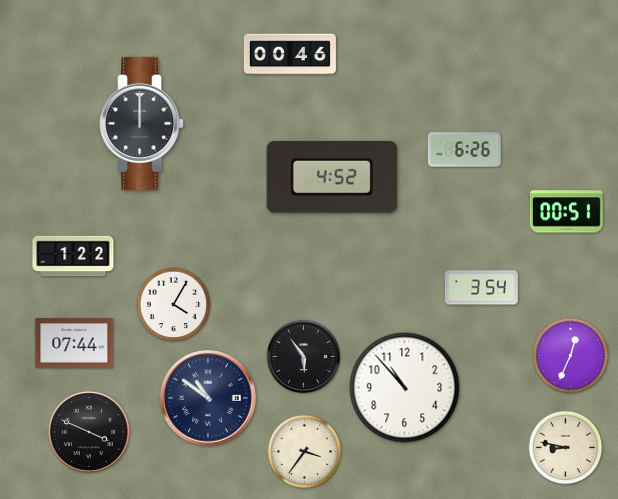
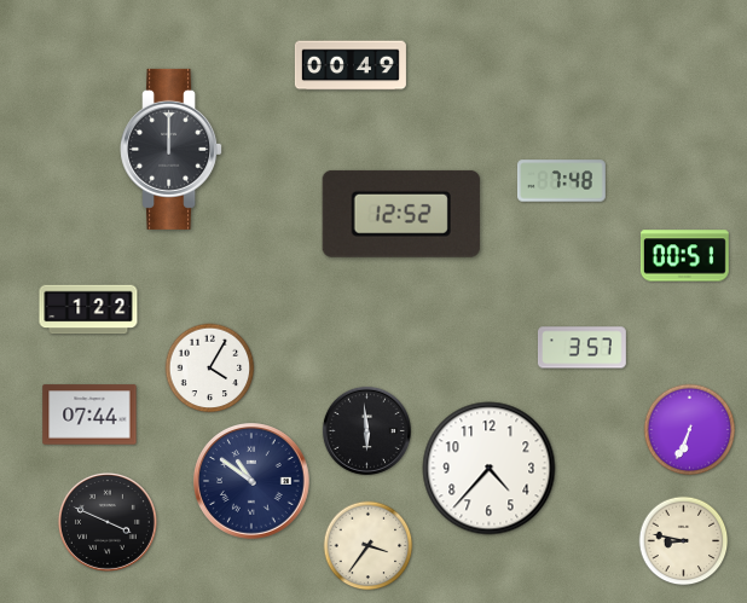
clock at (290, 54): 00:46 -> 00:49
clock at (464, 150): 6:26 -> 7:48
clock at (332, 177): 4:52 -> 12:52
clock at (481, 288): 3:54 -> 3:57
clock at (303, 356): 5:54 -> 5:59
clock at (571, 356): 12:34 -> 6:34
clock at (405, 388): 10:53 -> 4:37
